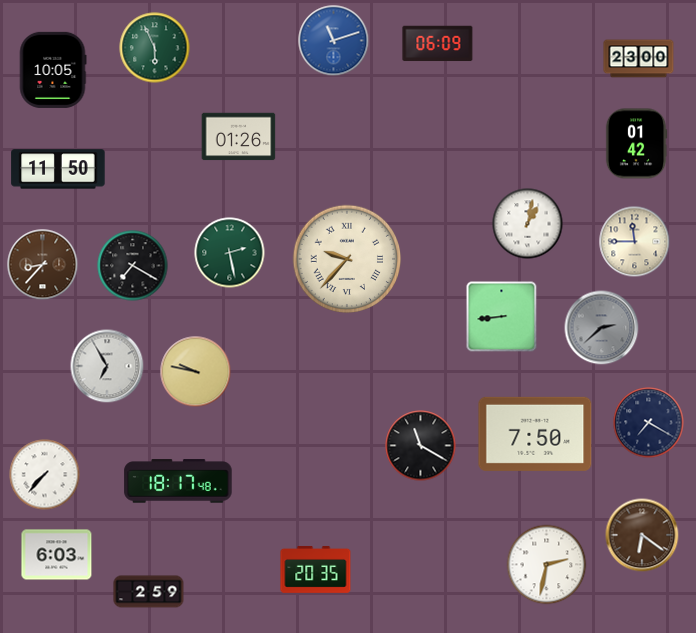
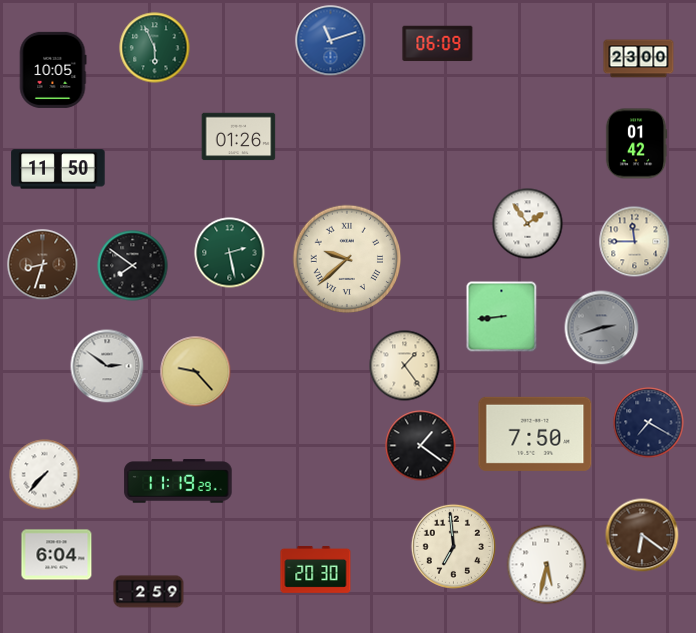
clock at (334, 41) position: (334, 41) -> (331, 41)
clock at (528, 224): 1:02 -> 1:54
clock at (347, 259): 9:37 -> 9:38
clock at (43, 265): 8:37 -> 8:33
clock at (133, 266): 7:20 -> 7:51
clock at (602, 328): 2:38 -> 2:42
clock at (107, 366): 6:55 -> 2:51
clock at (405, 366): none -> 1:24
clock at (196, 372): 9:47 -> 9:23
clock at (421, 446): 11:20 -> 1:21
clock at (178, 481): 18:17 -> 11:19
clock at (453, 546): none -> 6:59
clock at (57, 555): 6:03 -> 6:04
clock at (547, 565): 2:32 -> 5:32
clock at (316, 569): 20:35 -> 20:30
